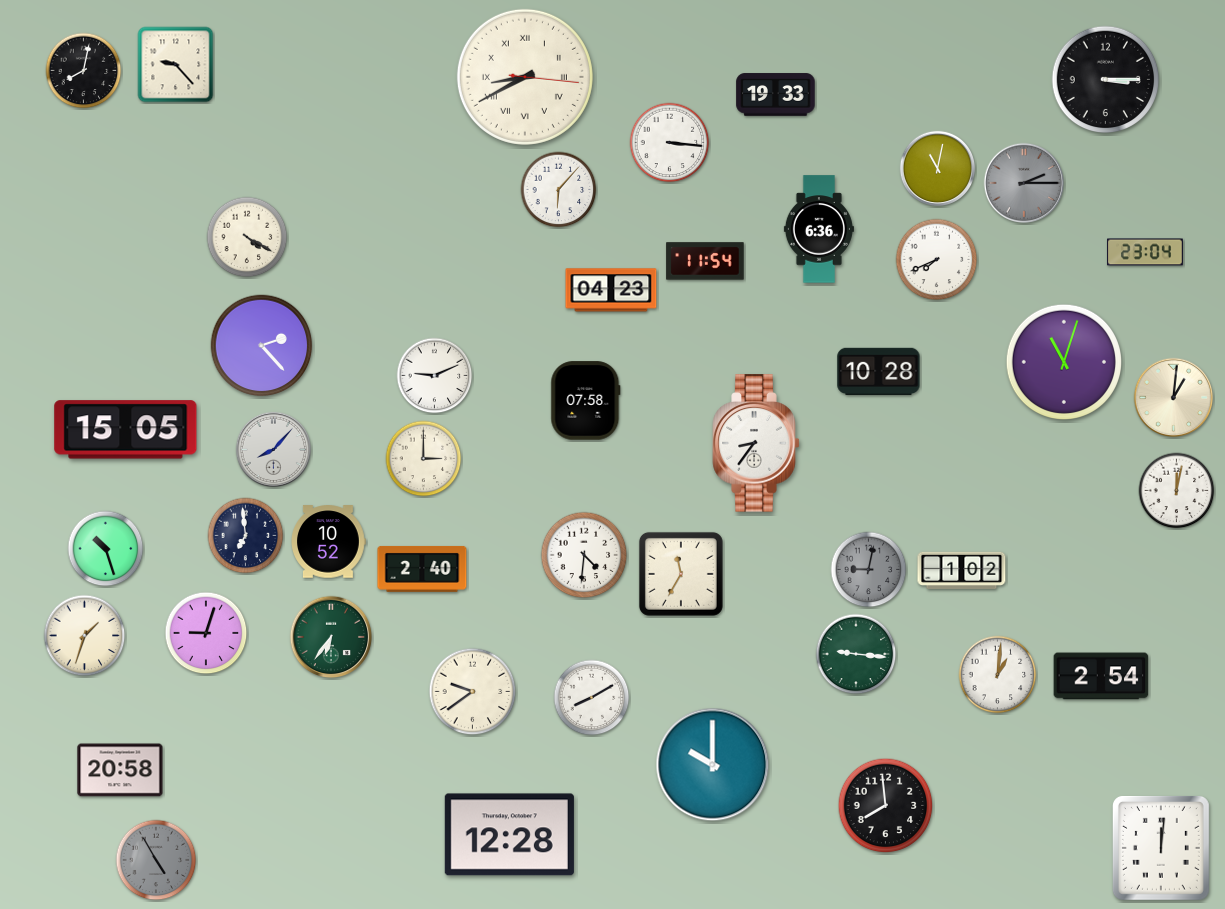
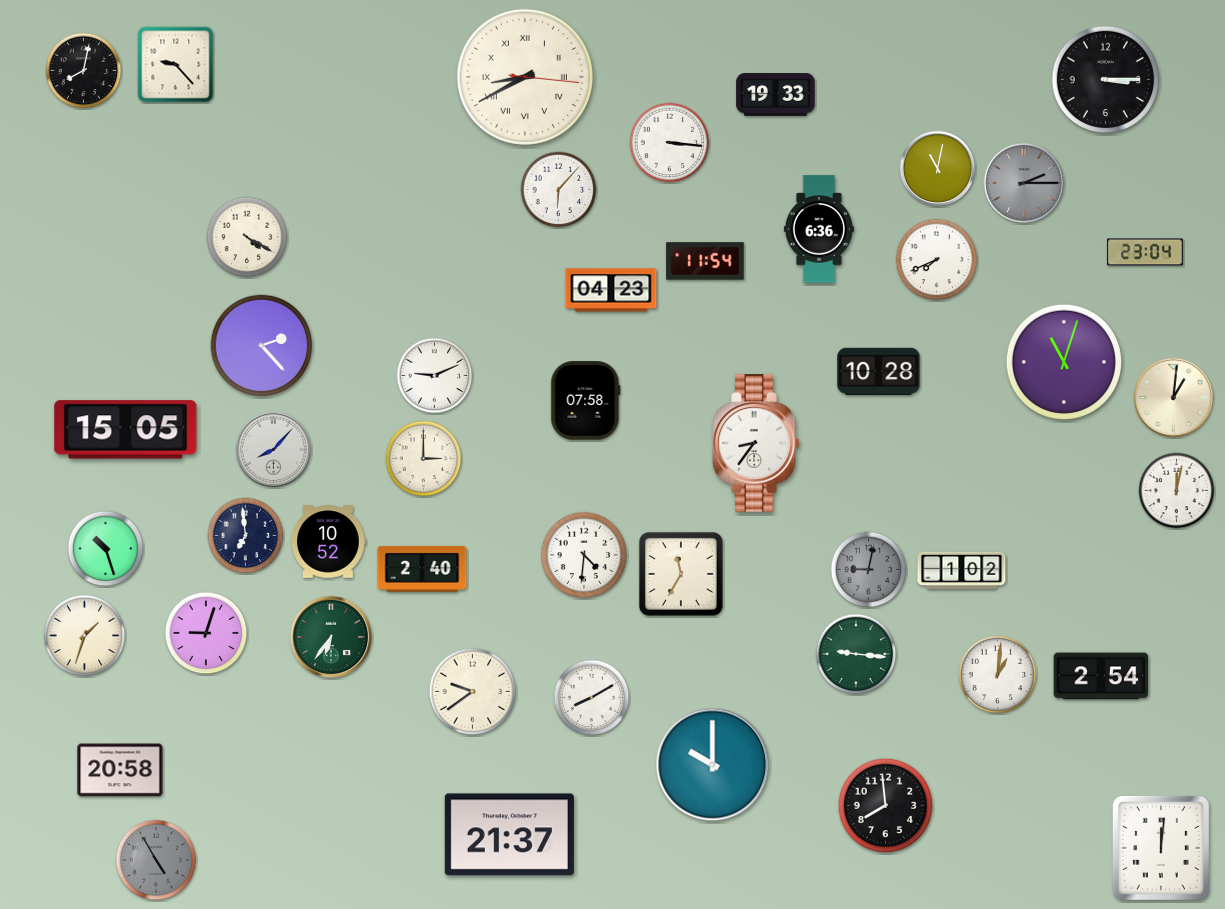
clock at (509, 835): 12:28 -> 21:37
